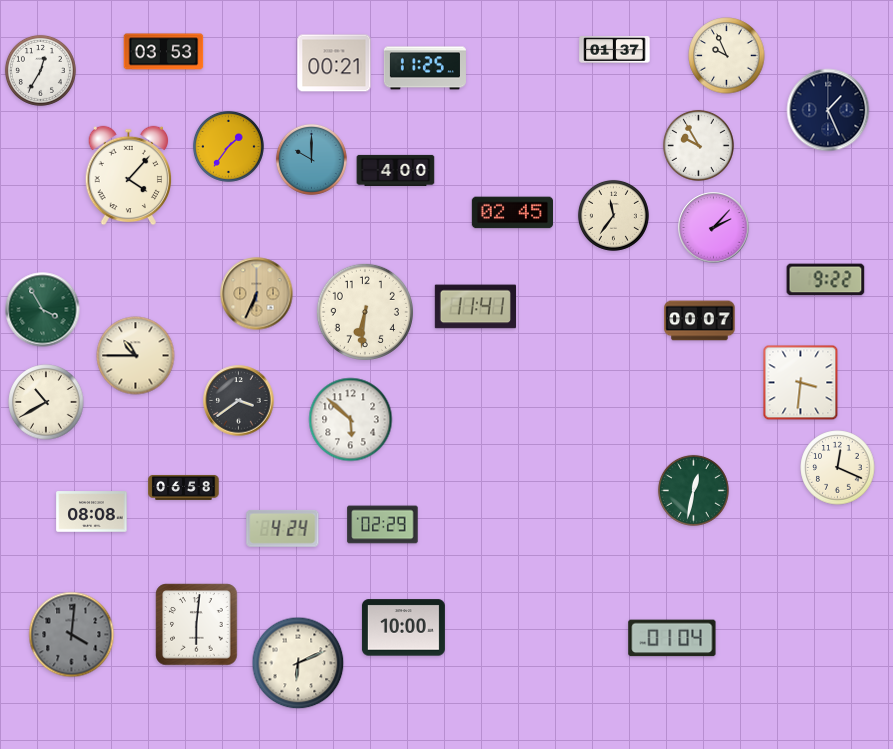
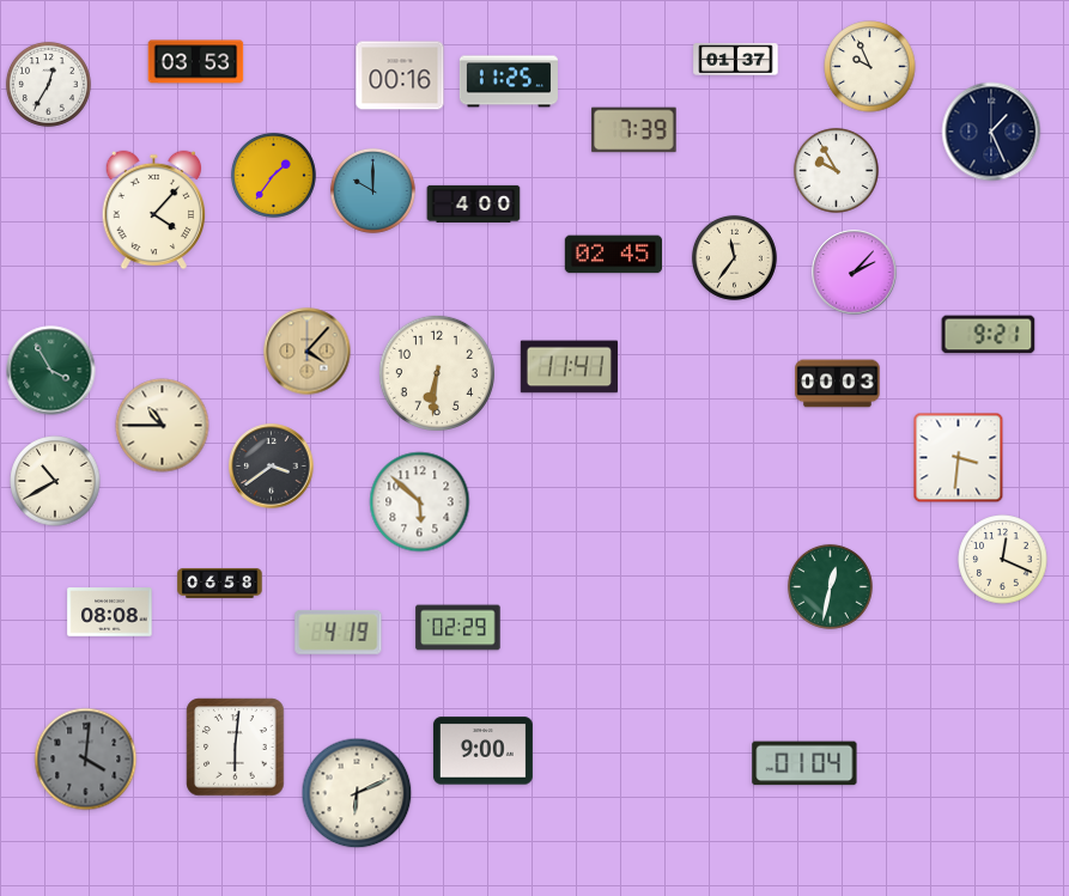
clock at (334, 63): 00:21 -> 00:16
clock at (634, 130): none -> 7:39
clock at (698, 145) position: (698, 145) -> (836, 170)
clock at (826, 280): 9:22 -> 9:21
clock at (257, 294): 6:34 -> 4:07
clock at (700, 321): 00:07 -> 00:03
clock at (239, 401) position: (239, 401) -> (272, 467)
clock at (283, 528): 4:24 -> 4:19
clock at (403, 628): 10:00 -> 9:00
